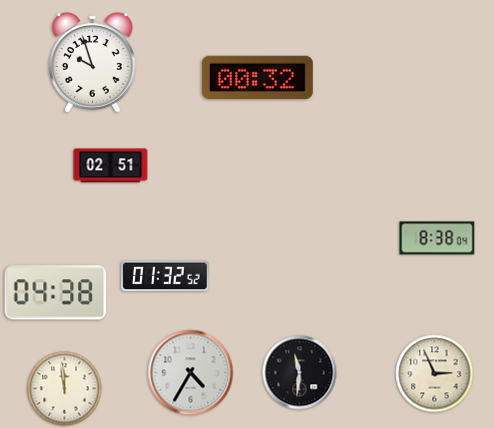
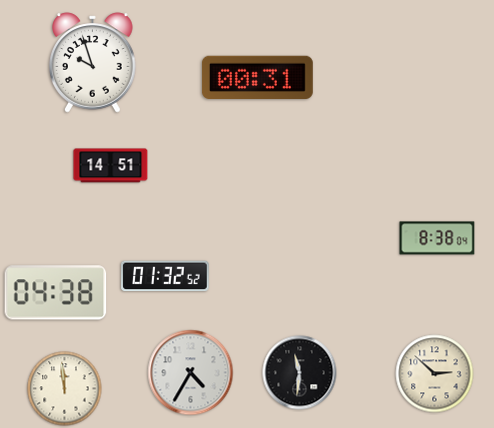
clock at (257, 77): 00:32 -> 00:31
clock at (111, 166): 02:51 -> 14:51
clock at (435, 374): 2:56 -> 2:52
